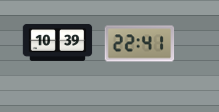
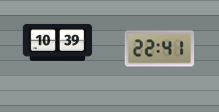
clock at (140, 44) position: (140, 44) -> (160, 49)
